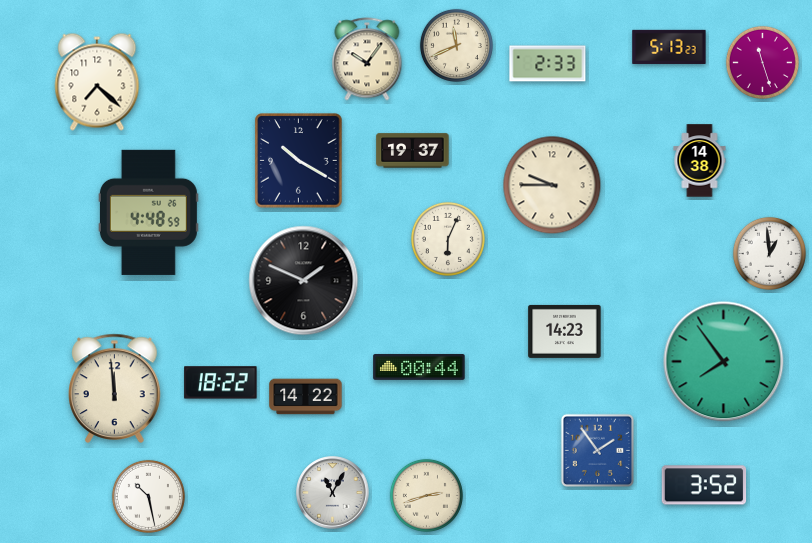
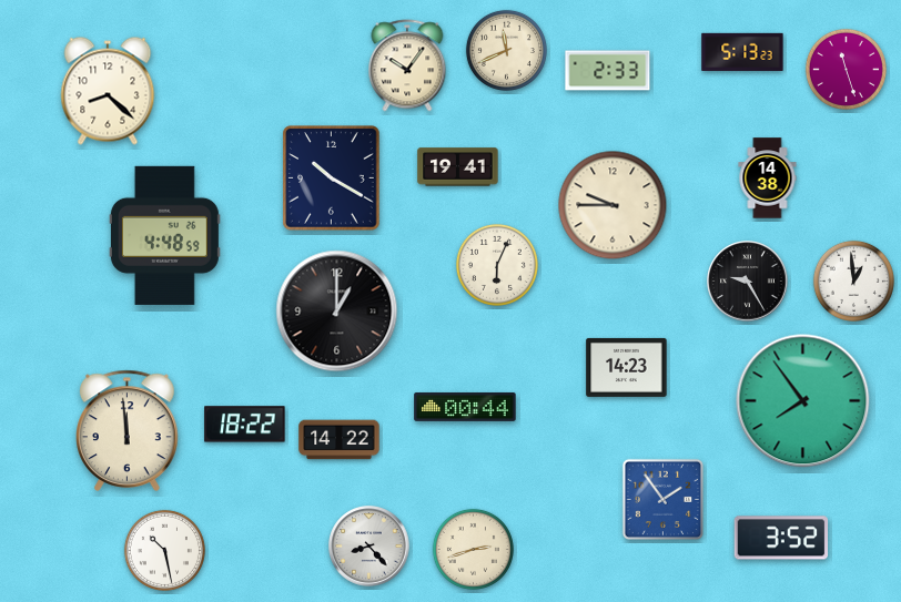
clock at (97, 82): 7:22 -> 8:22
clock at (413, 151): 19:37 -> 19:41
clock at (700, 161) position: (700, 161) -> (768, 178)
clock at (748, 282): none -> 9:25
clock at (304, 281): 1:49 -> 1:00
clock at (333, 493): 11:05 -> 8:23
